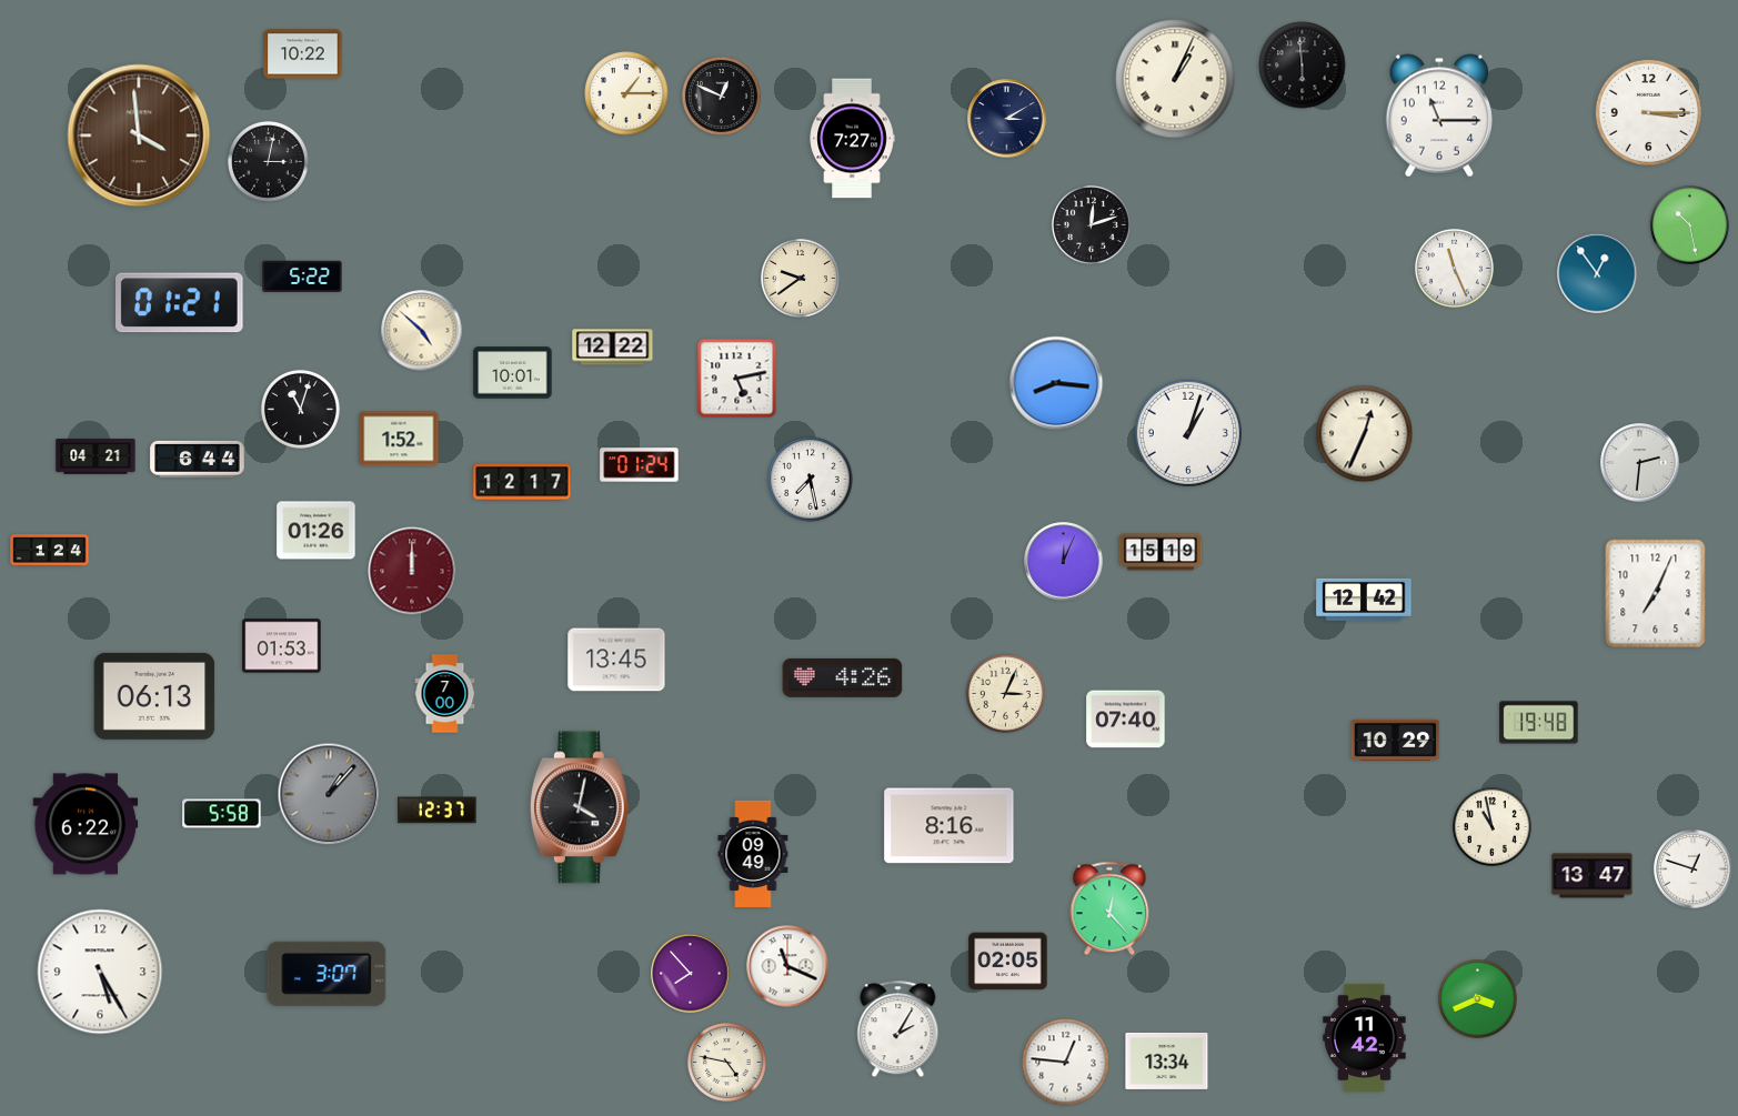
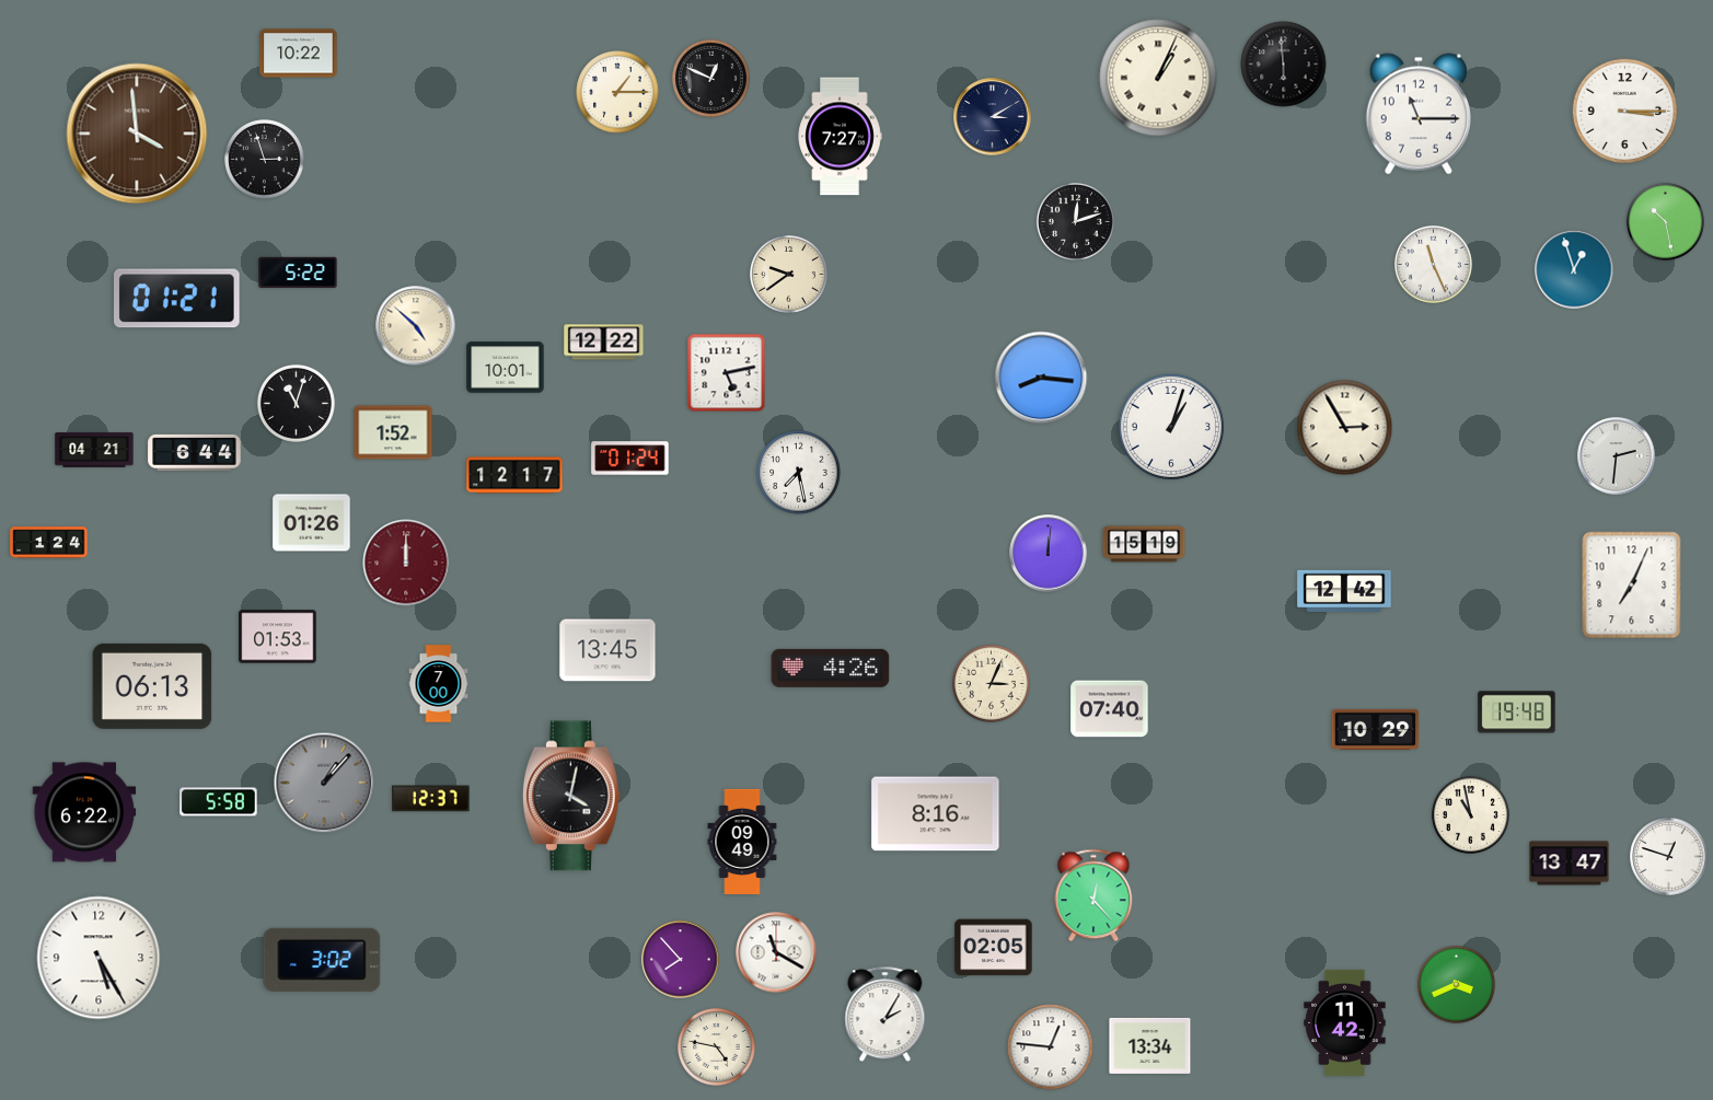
clock at (721, 95) position: (721, 95) -> (710, 78)
clock at (269, 162): 3:02 -> 2:57
clock at (1597, 273): 12:54 -> 12:57
clock at (1365, 434): 12:34 -> 2:55
clock at (1064, 562): 12:04 -> 12:01
clock at (787, 966): 11:19 -> 11:20
clock at (326, 974): 3:07 -> 3:02
